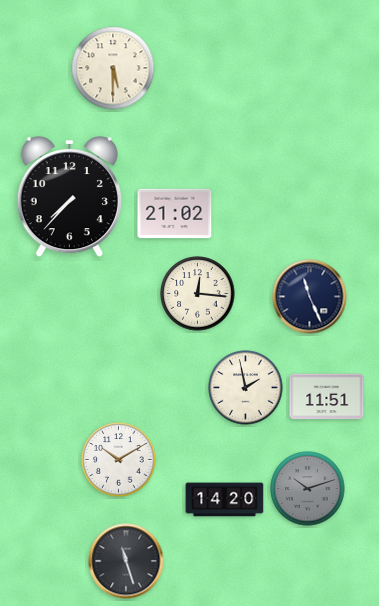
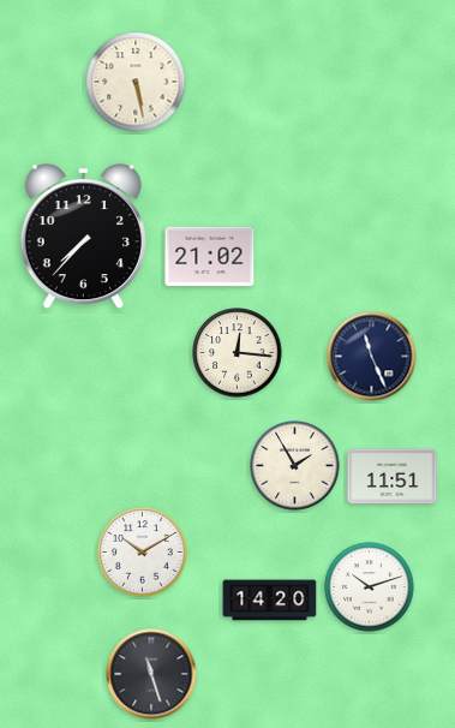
clock at (113, 68): 5:30 -> 5:28
clock at (246, 388): 1:58 -> 1:55
clock at (308, 489) dial: grey -> white
